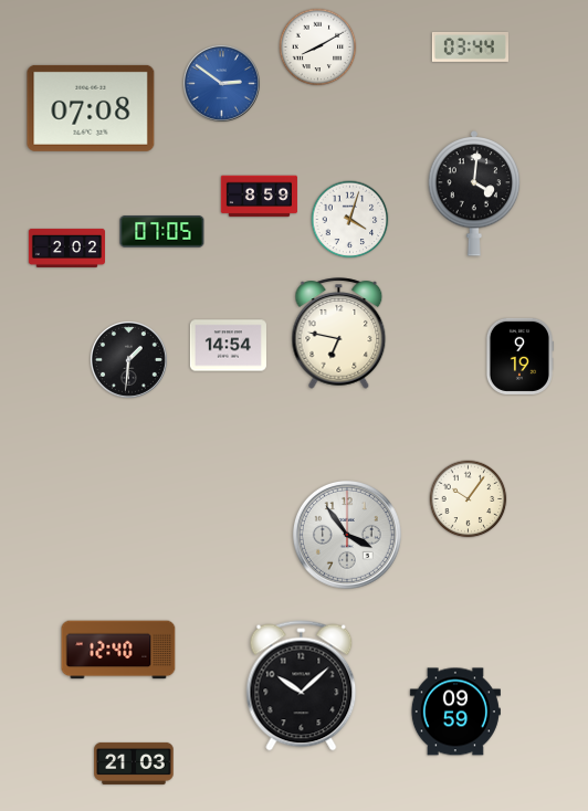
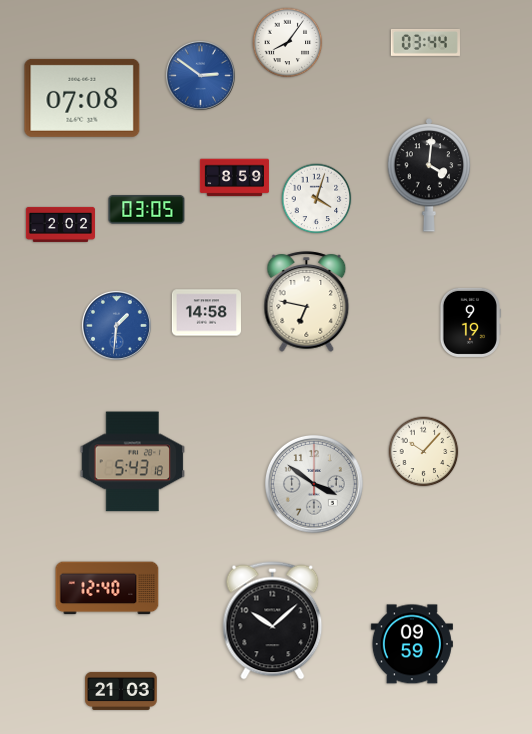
clock at (318, 48): 8:10 -> 8:06
clock at (162, 232): 07:05 -> 03:05
clock at (228, 346): 14:54 -> 14:58
clock at (128, 359) dial: black -> blue
clock at (469, 499): 10:06 -> 10:07
clock at (133, 462): none -> 5:43
clock at (347, 535): 3:54 -> 3:51
